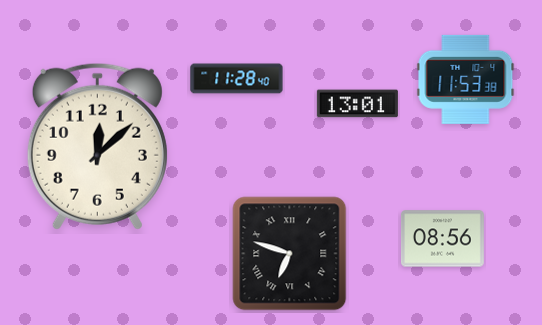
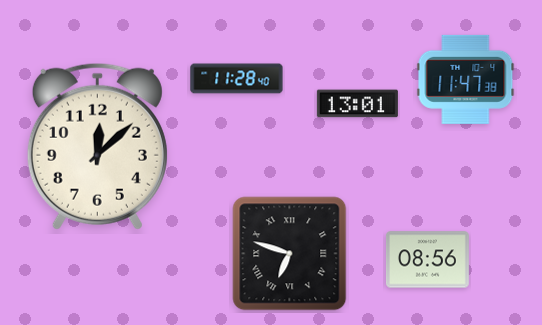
clock at (466, 79): 11:53 -> 11:47
clock at (442, 239) position: (442, 239) -> (427, 260)
